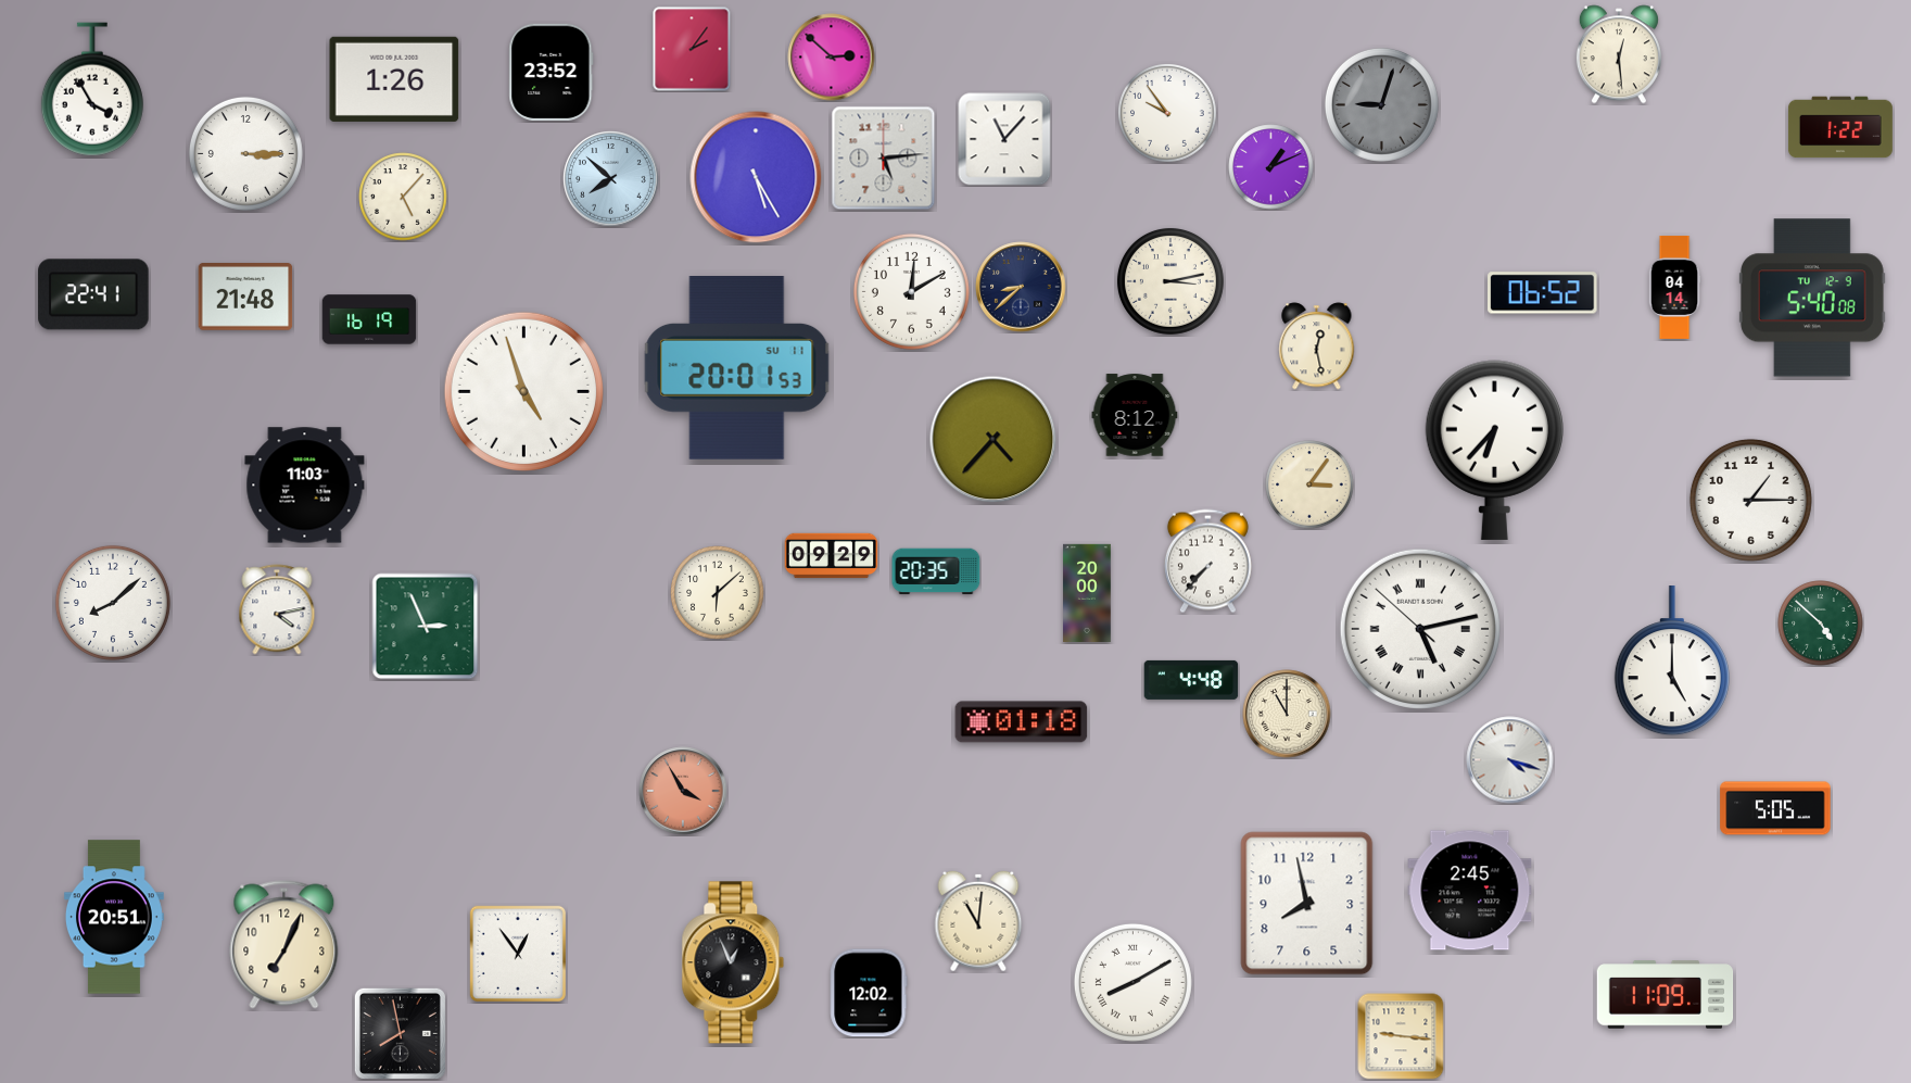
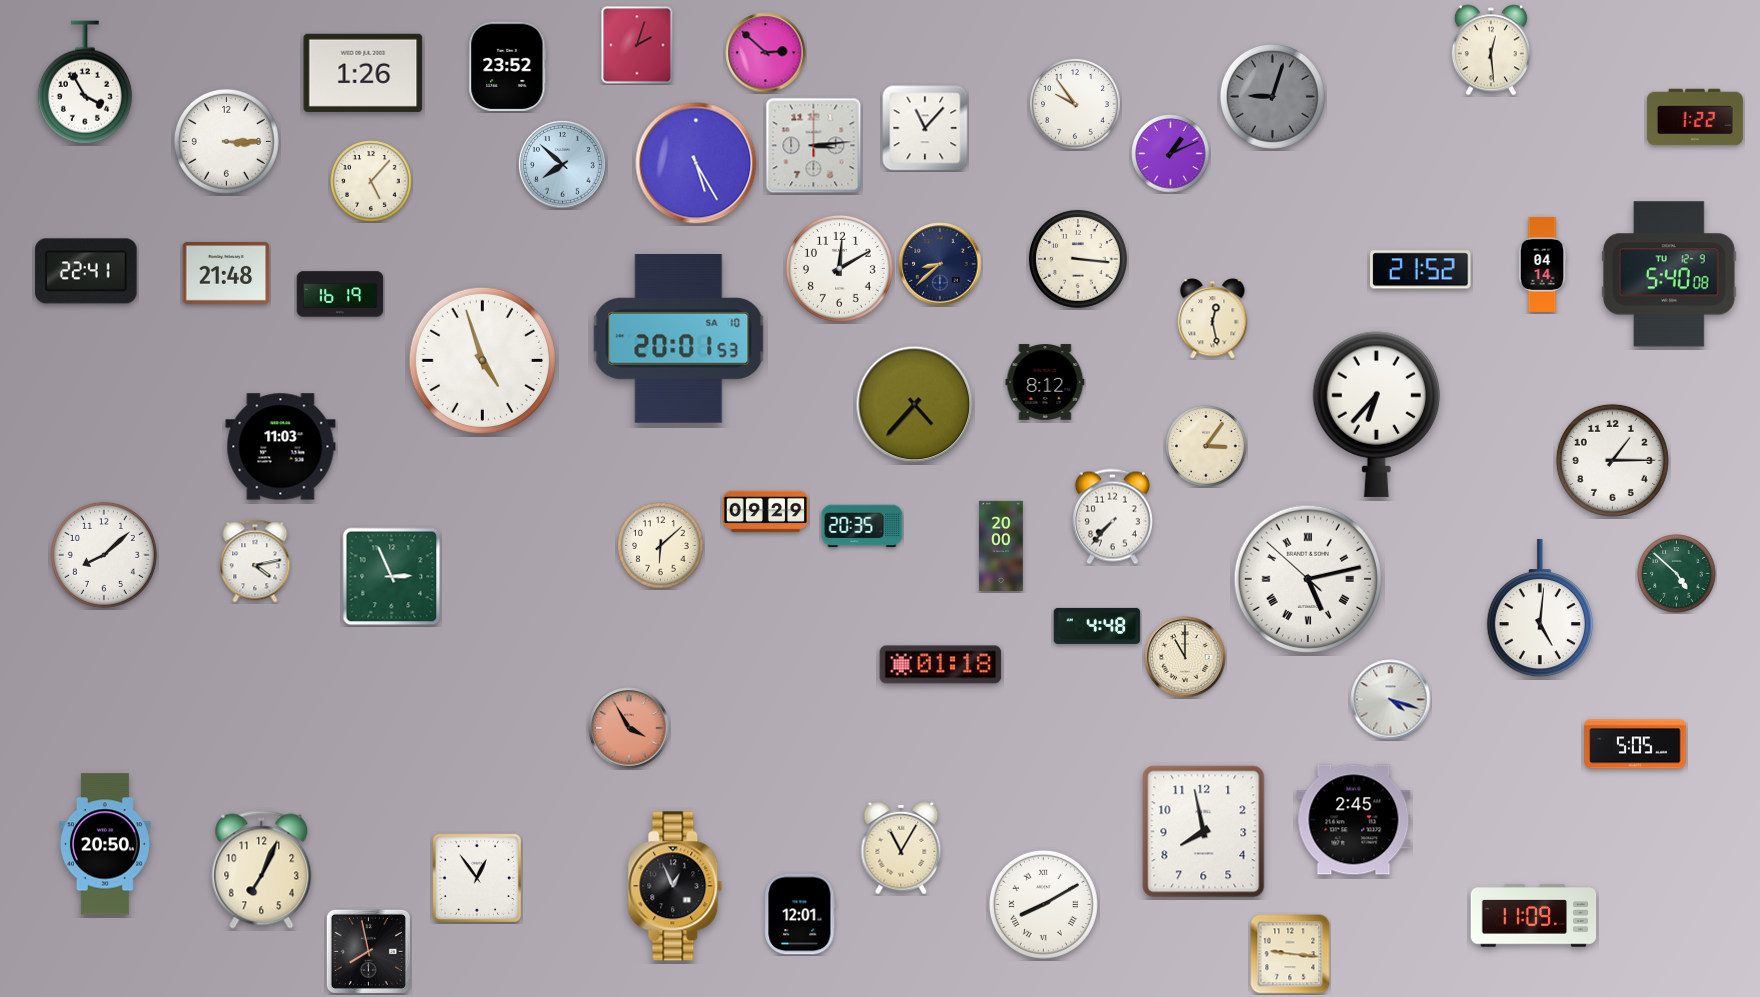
clock at (692, 49): 2:06 -> 2:03
clock at (884, 159): 5:14 -> 3:14
clock at (1170, 281): 3:13 -> 3:16
clock at (1543, 293): 06:52 -> 21:52
clock at (737, 368) date: SU 11 -> SA 10
clock at (1672, 662): 5:00 -> 5:01
clock at (114, 917): 20:51 -> 20:50
clock at (978, 921): 11:01 -> 11:05
clock at (869, 993): 12:02 -> 12:01
